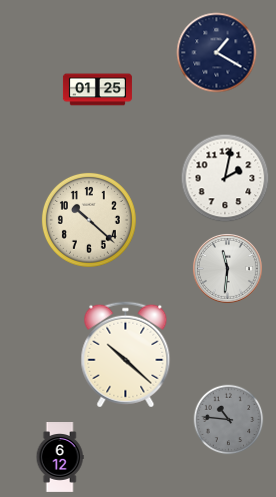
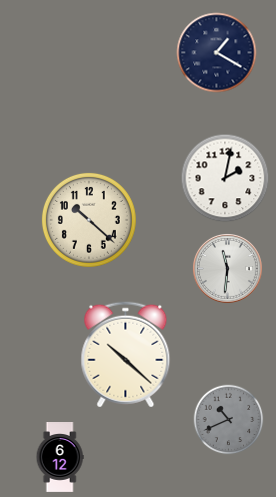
clock at (97, 90): 01:25 -> none
clock at (229, 420): 10:46 -> 10:41
